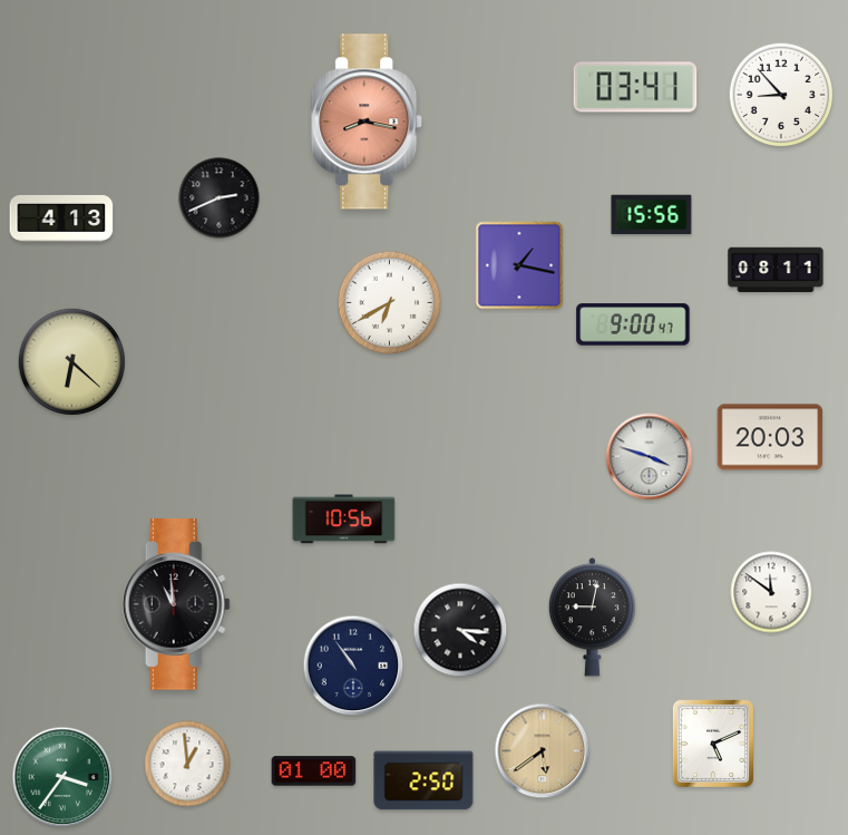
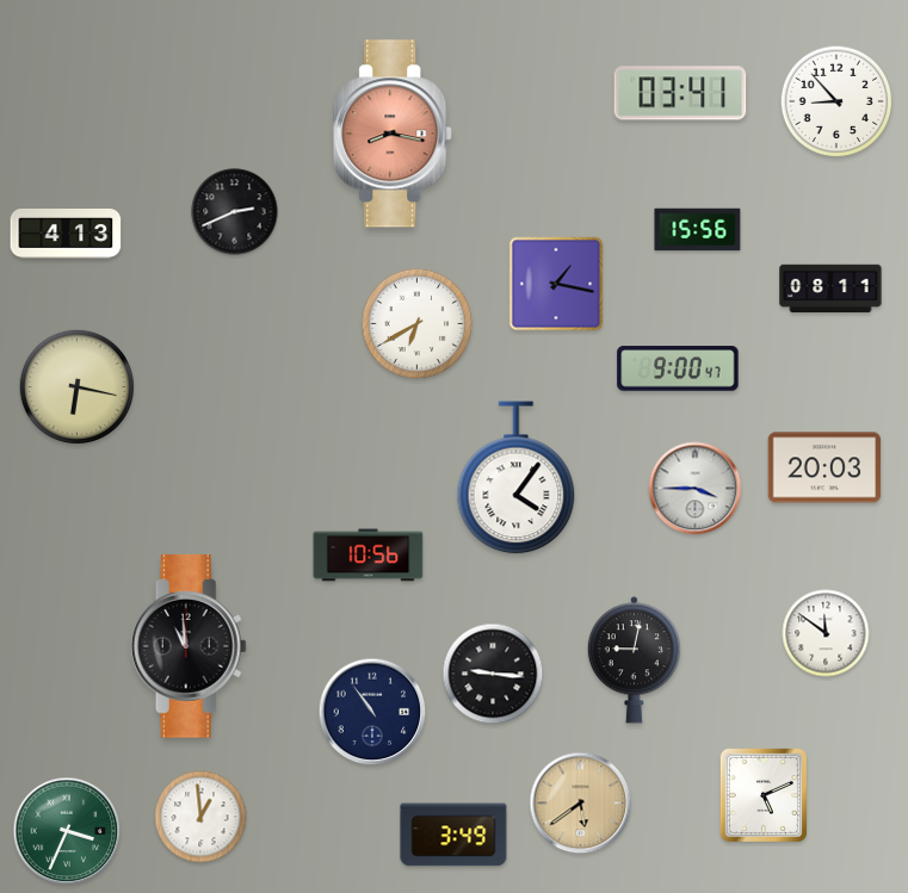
clock at (368, 122) position: (368, 122) -> (394, 134)
clock at (633, 324) position: (633, 324) -> (678, 368)
clock at (71, 361): 6:22 -> 6:17
clock at (517, 478): none -> 4:06
clock at (650, 457): 3:48 -> 3:45
clock at (460, 630): 4:16 -> 9:16
clock at (353, 666) position: (353, 666) -> (372, 712)
clock at (314, 771): 01:00 -> none
clock at (62, 777): 3:36 -> 3:34
clock at (423, 780): 2:50 -> 3:49
